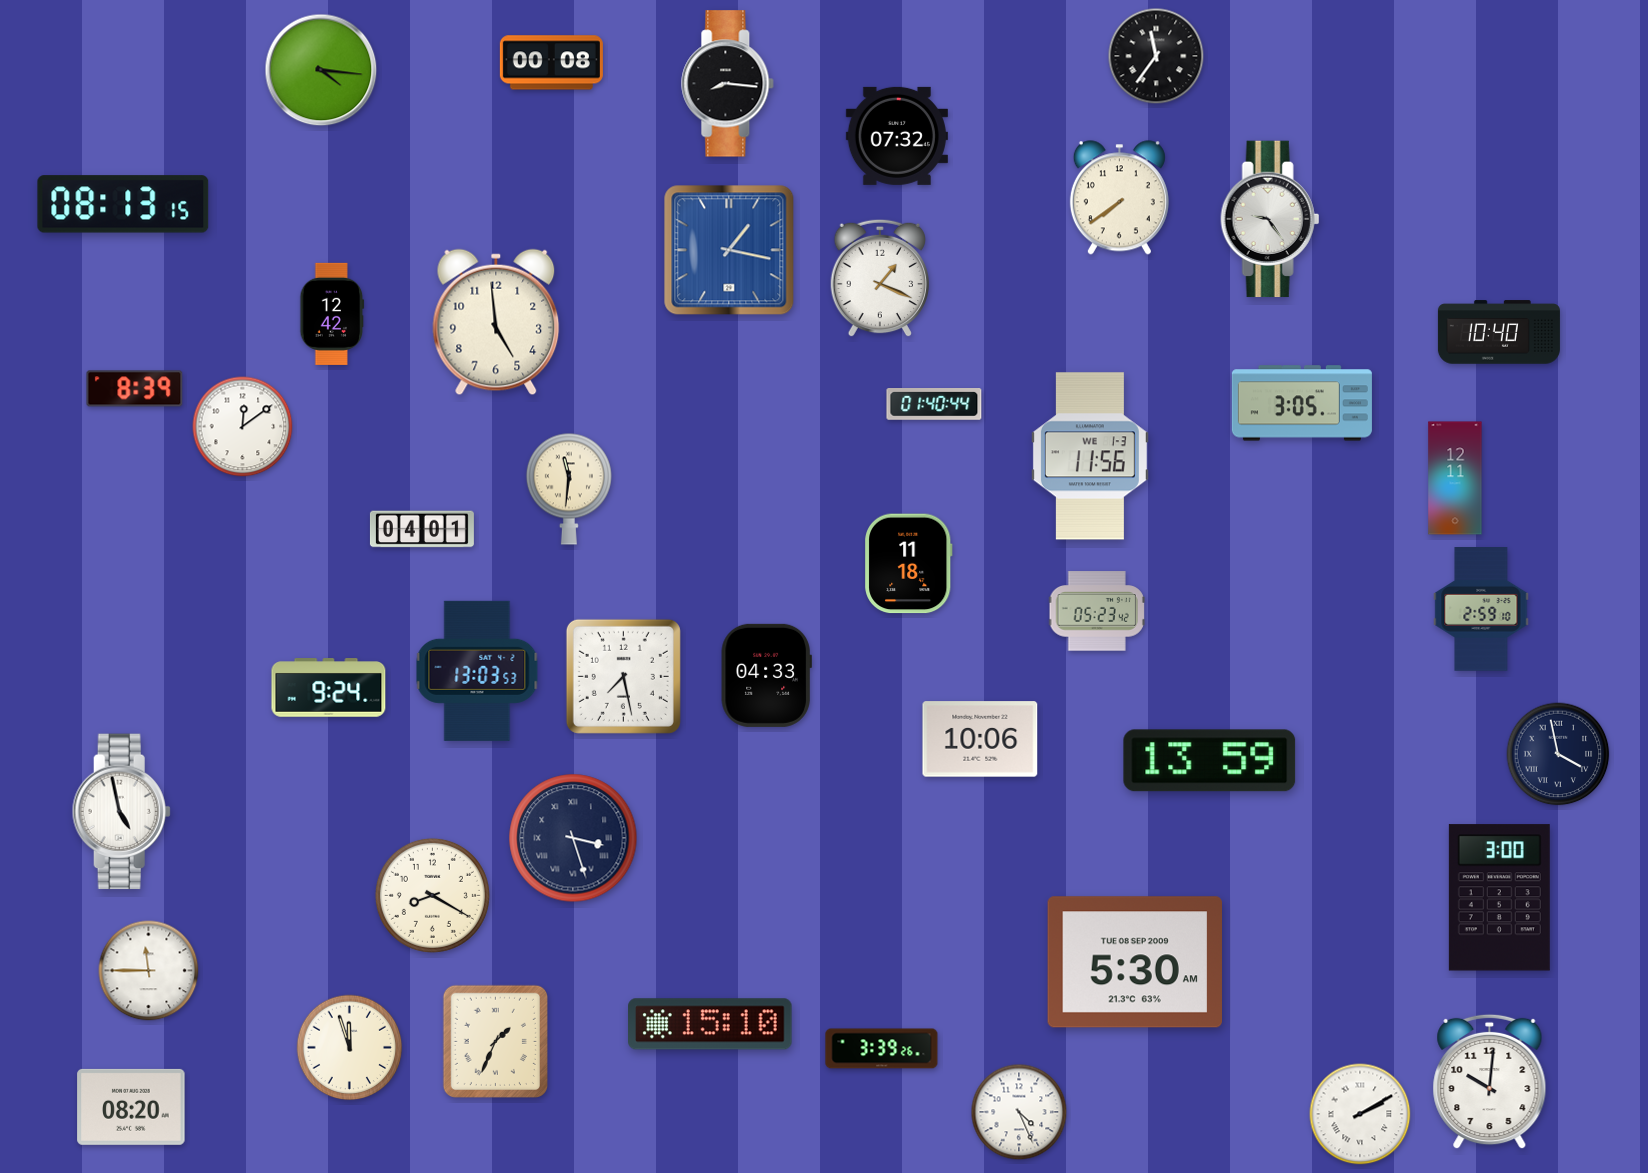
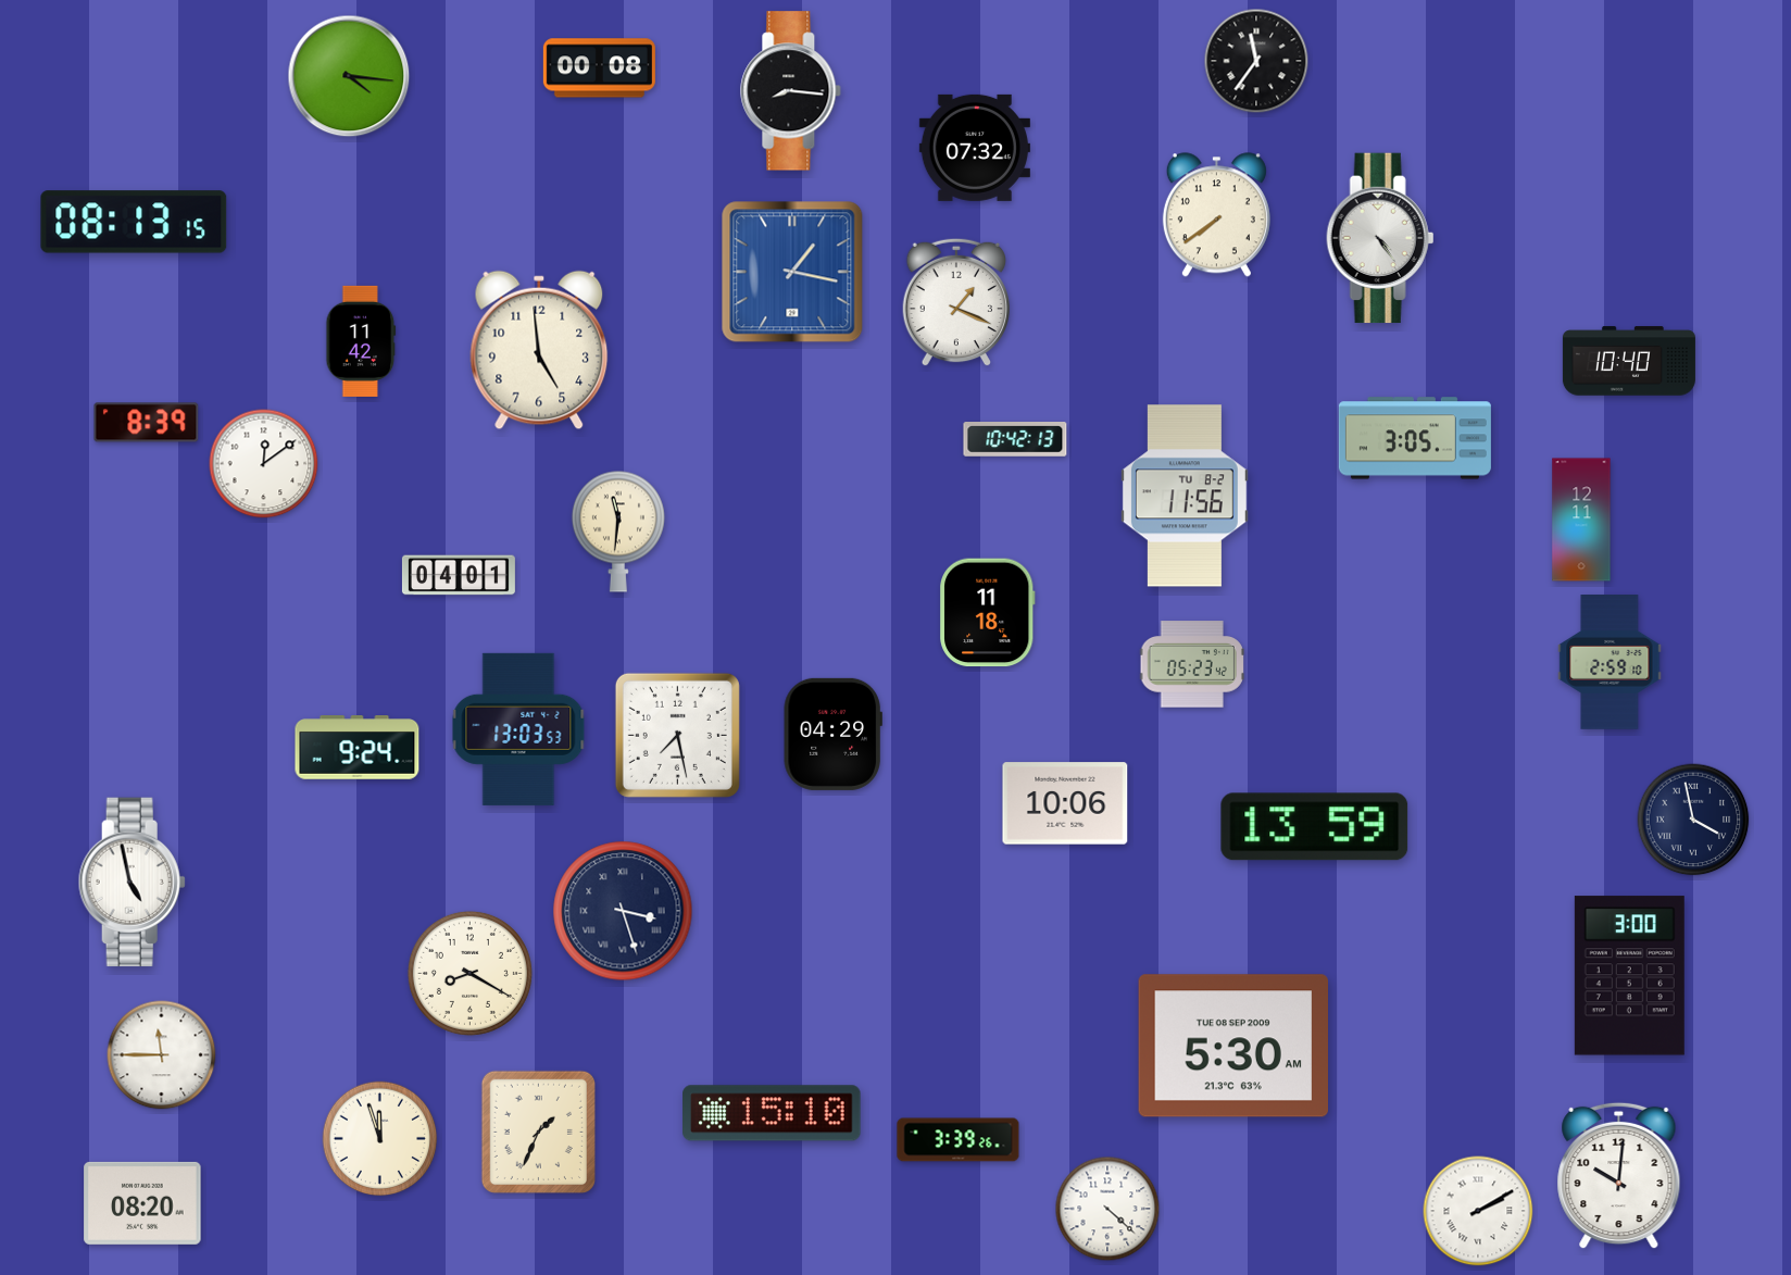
clock at (1270, 219): 9:24 -> 4:24
clock at (332, 314): 12:42 -> 11:42
clock at (934, 405): 01:40 -> 10:42
clock at (1090, 456) date: WE 1-3 -> TU 8-2
clock at (766, 675): 04:33 -> 04:29
clock at (1019, 1112): 4:26 -> 4:22
